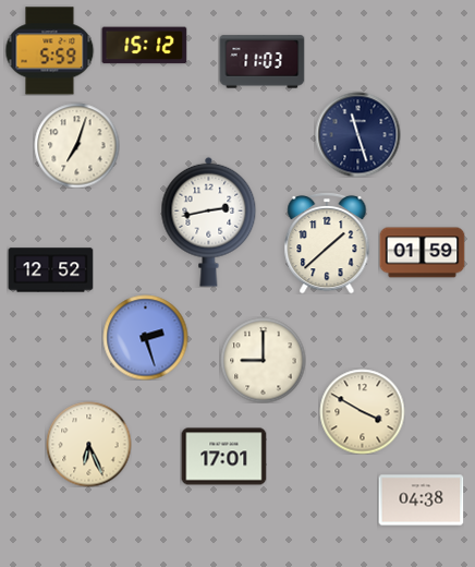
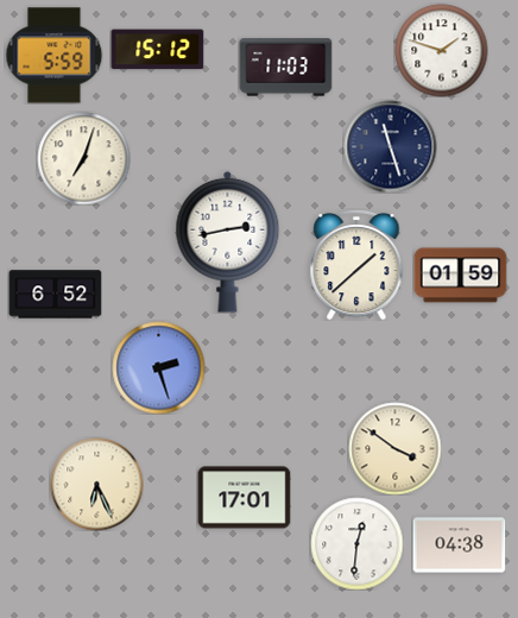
clock at (441, 50): none -> 1:48
clock at (50, 270): 12:52 -> 6:52
clock at (263, 360): 9:00 -> none
clock at (362, 411): 3:50 -> 3:51
clock at (356, 543): none -> 12:31
